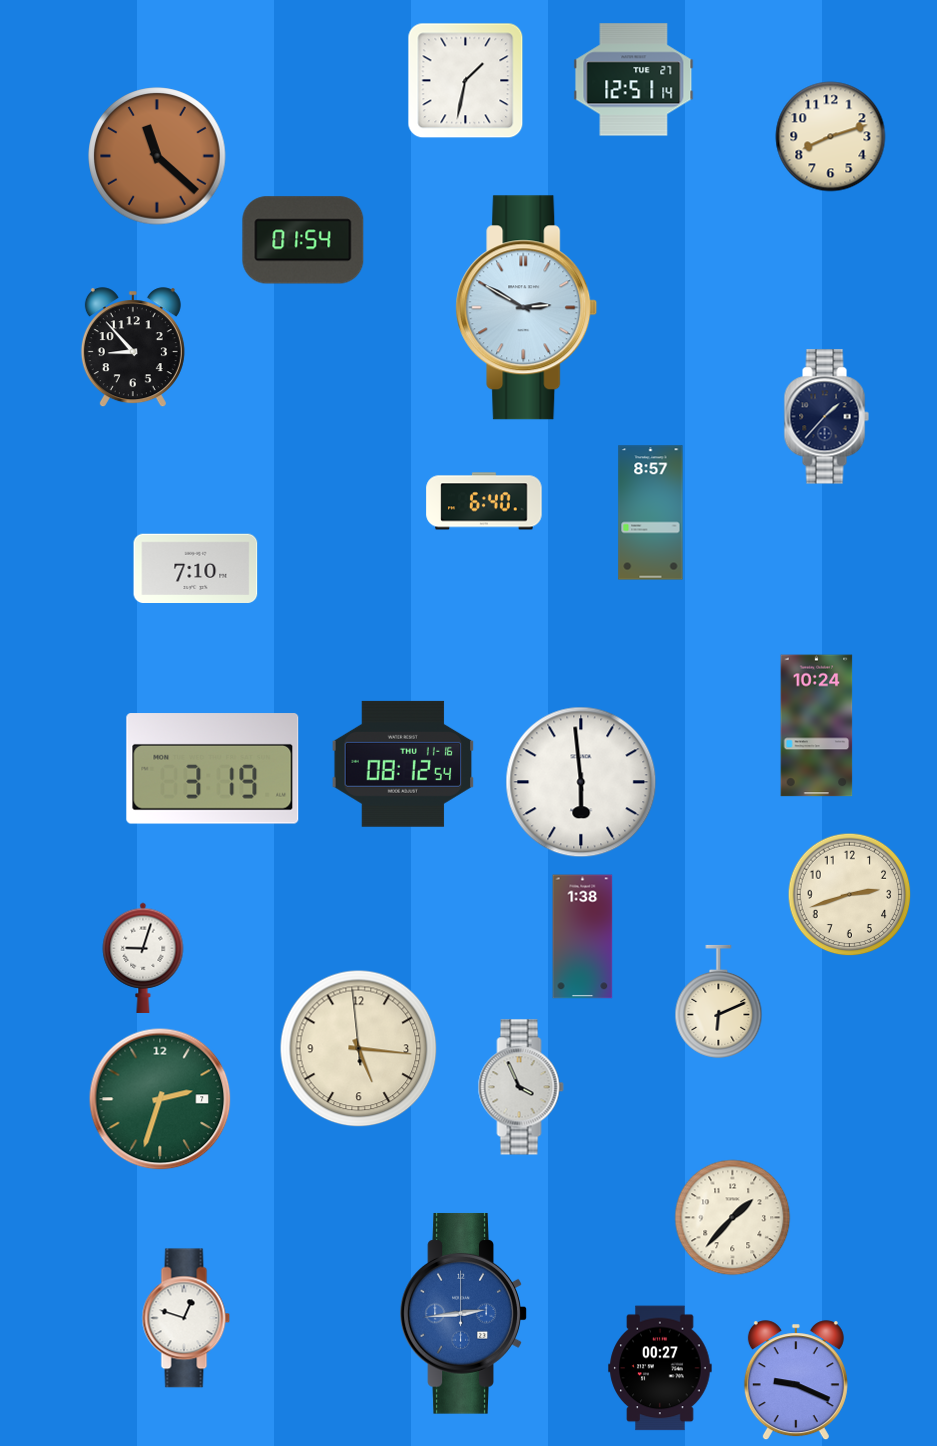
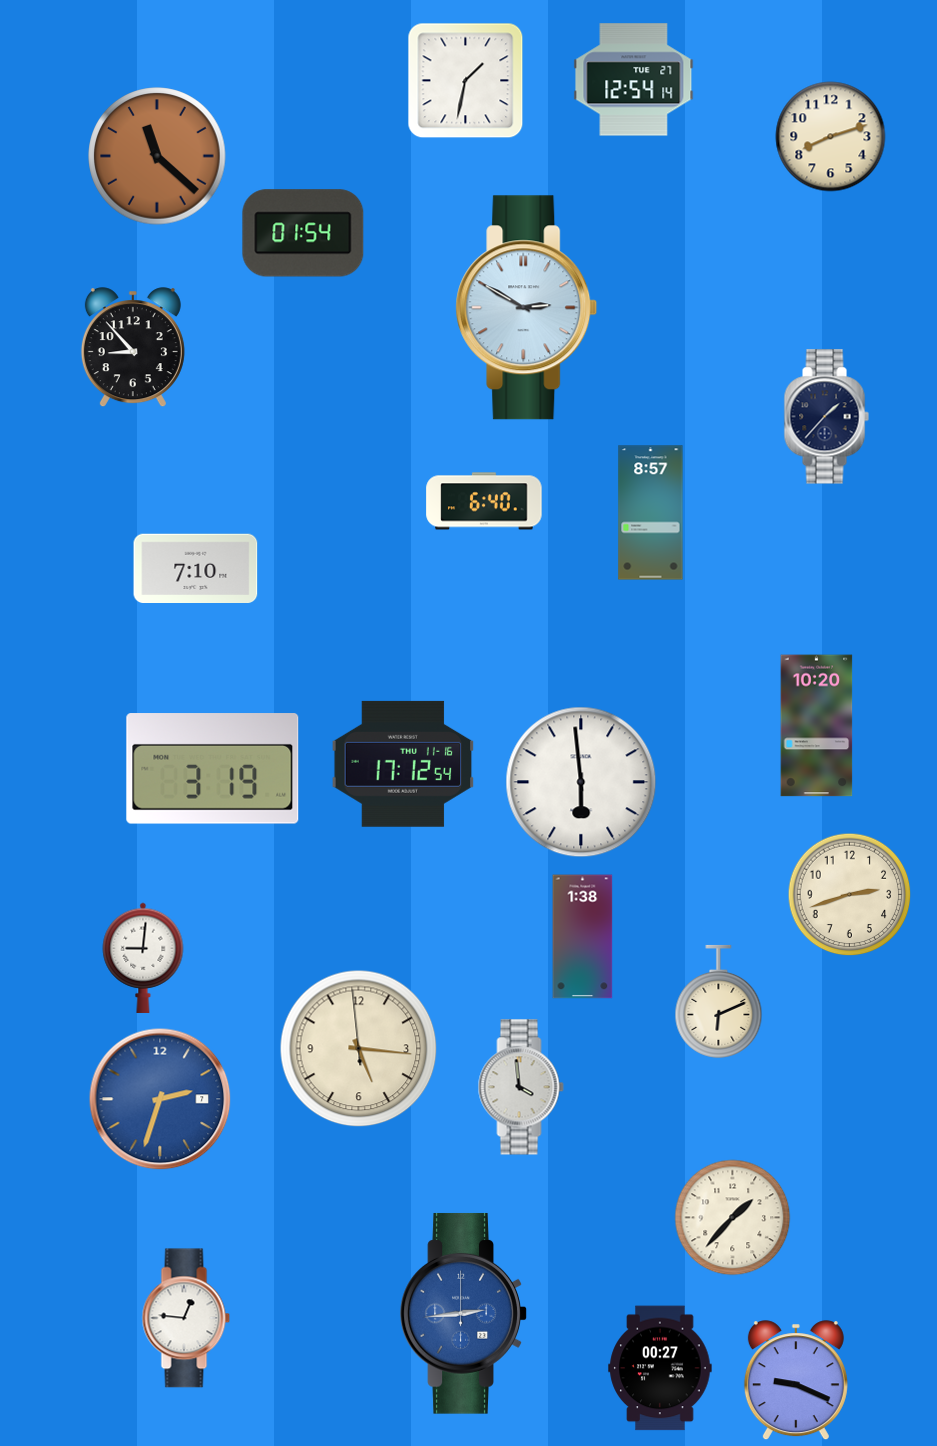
clock at (634, 80): 12:51 -> 12:54
clock at (303, 240) position: (303, 240) -> (303, 233)
clock at (817, 726): 10:24 -> 10:20
clock at (403, 764): 08:12 -> 17:12
clock at (143, 958): 9:03 -> 9:01
clock at (521, 1087): 3:56 -> 3:59
clock at (160, 1099) dial: green -> blue
clock at (186, 1318): 12:48 -> 12:46
